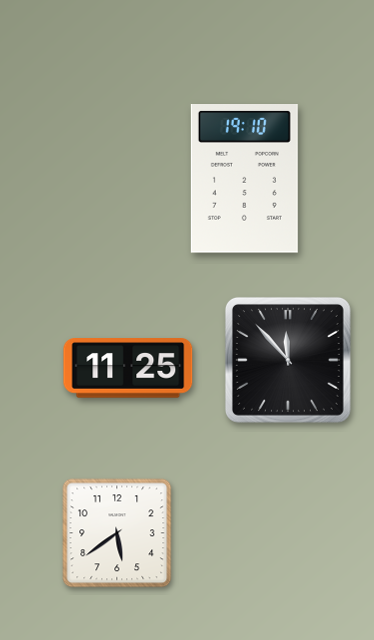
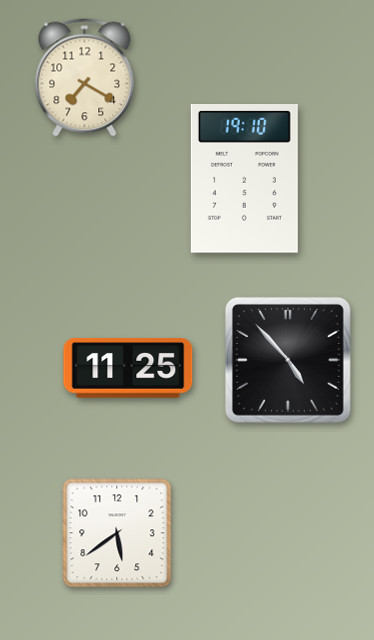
clock at (85, 78): none -> 7:20
clock at (288, 360): 11:53 -> 4:53
